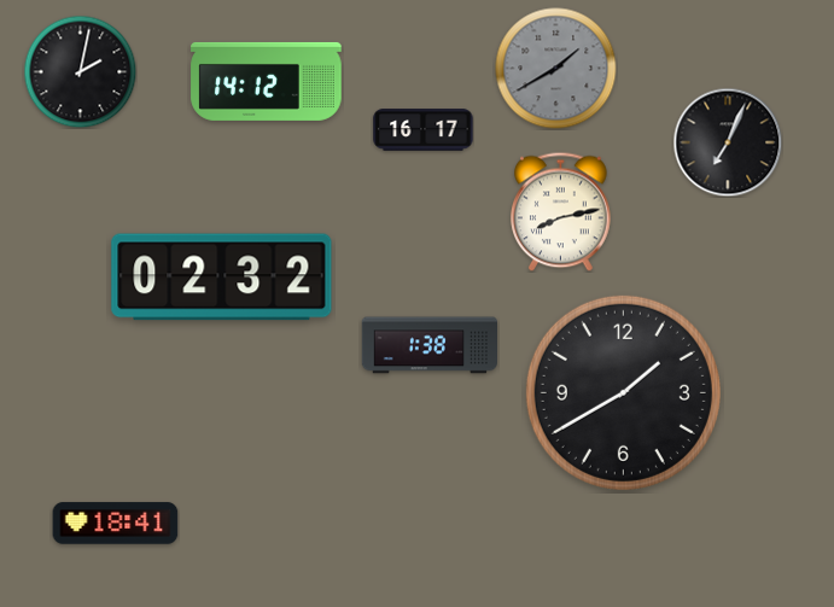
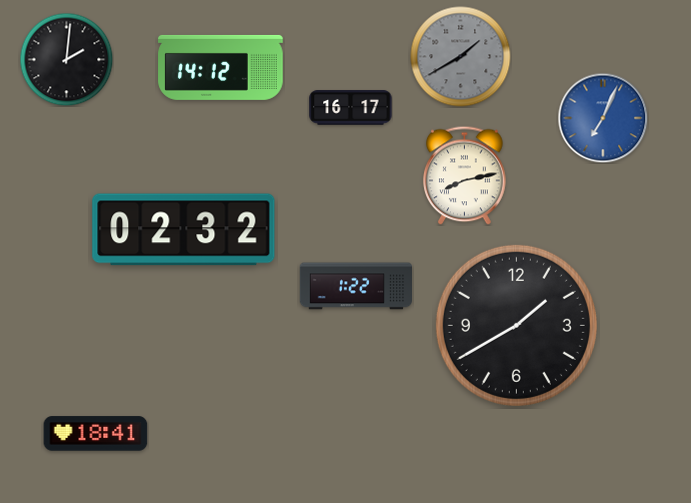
clock at (80, 71): 2:02 -> 2:01
clock at (728, 142) dial: black -> blue
clock at (428, 345): 1:38 -> 1:22
